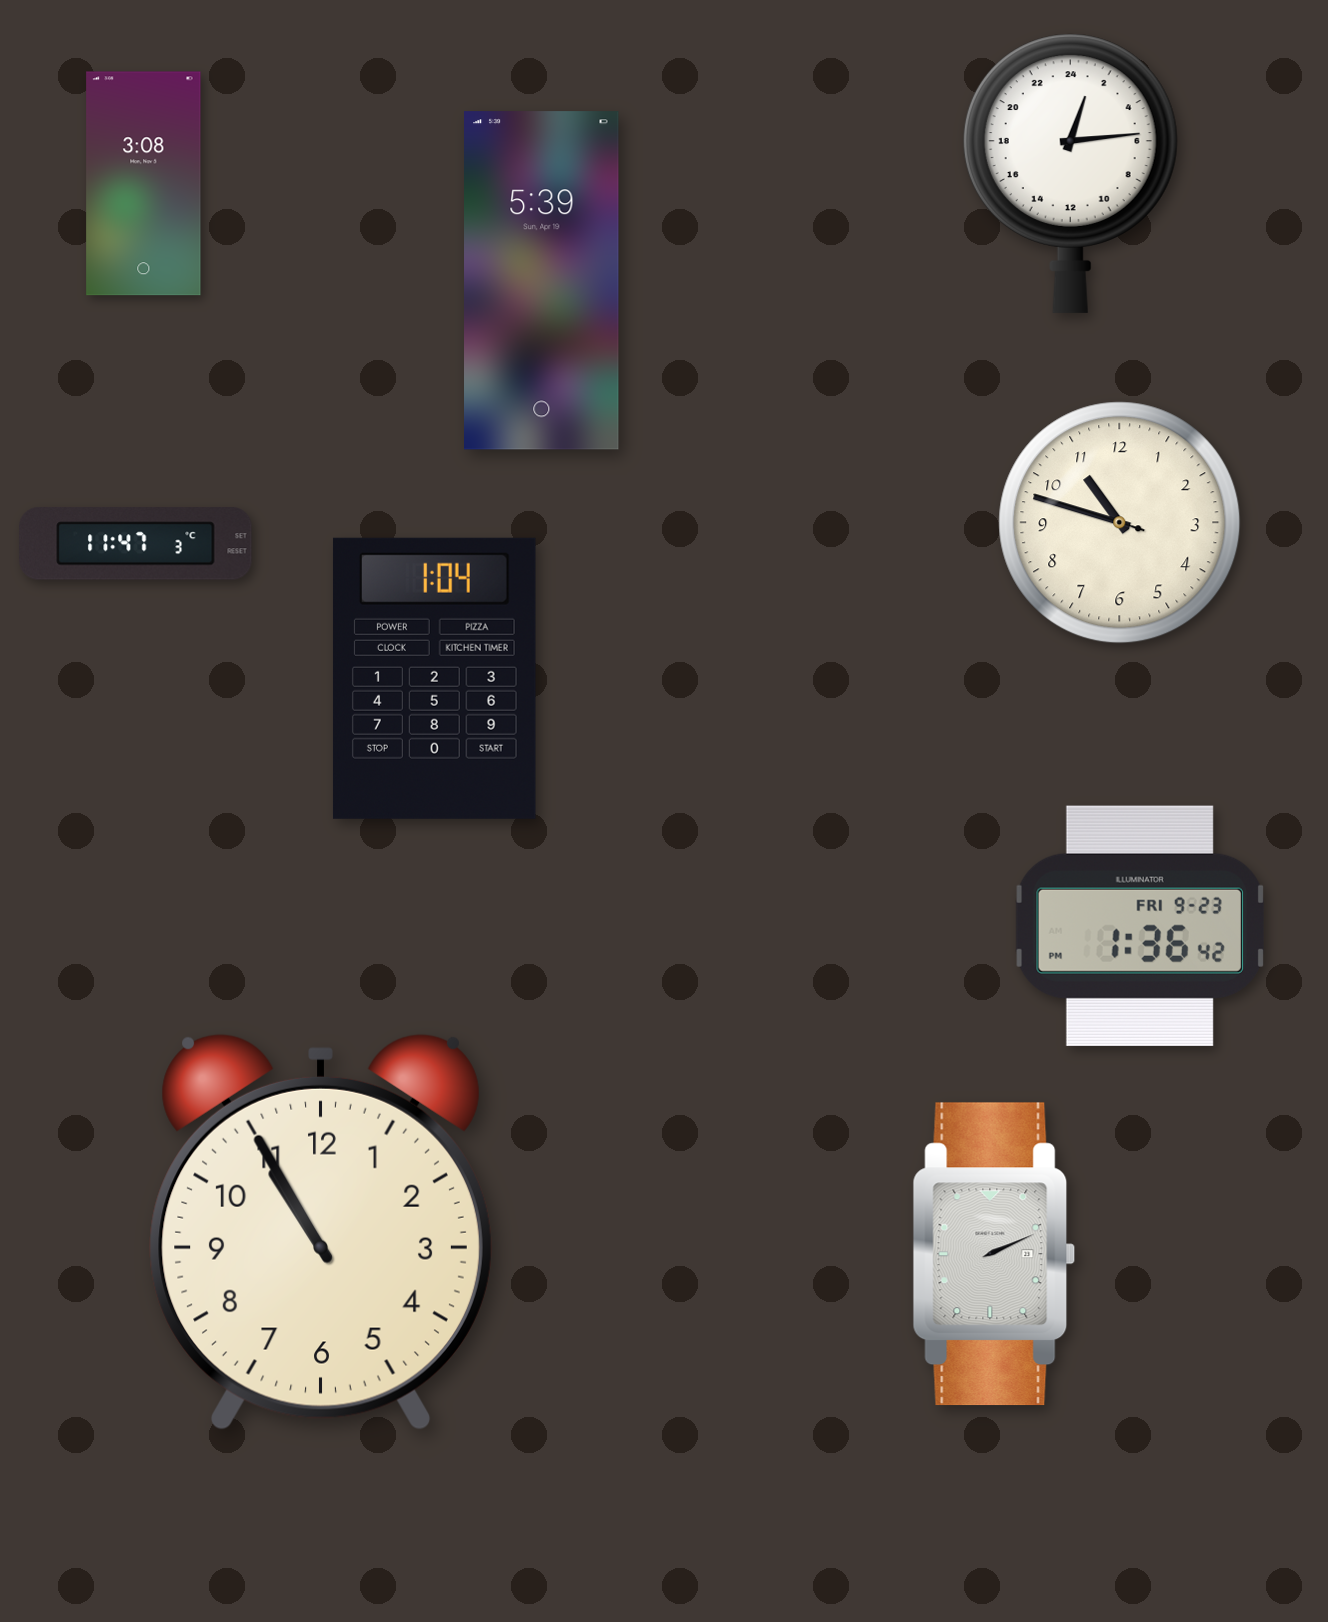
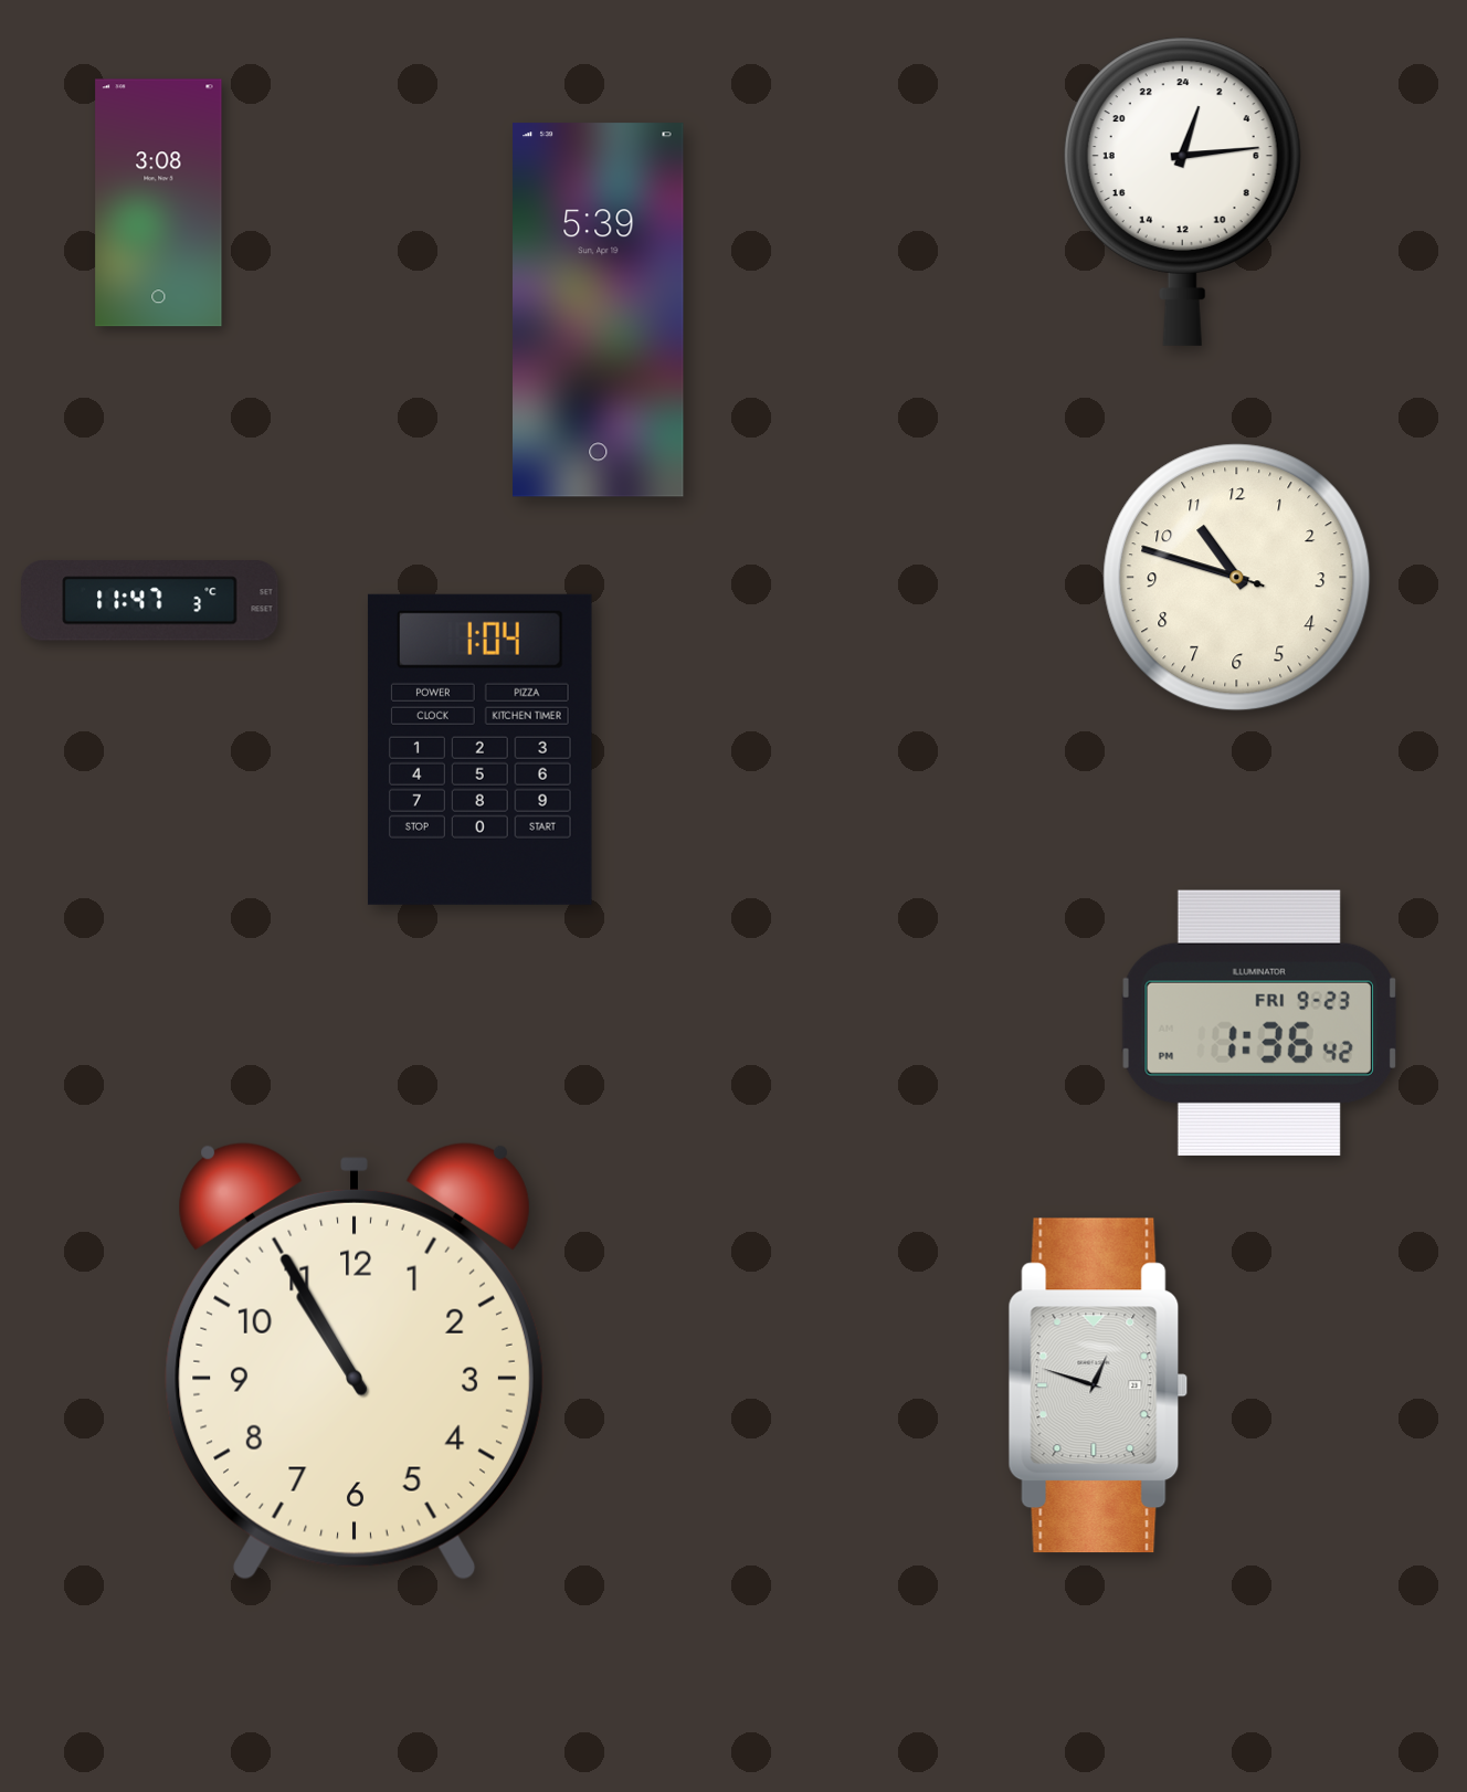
clock at (994, 1254): 2:11 -> 12:48
